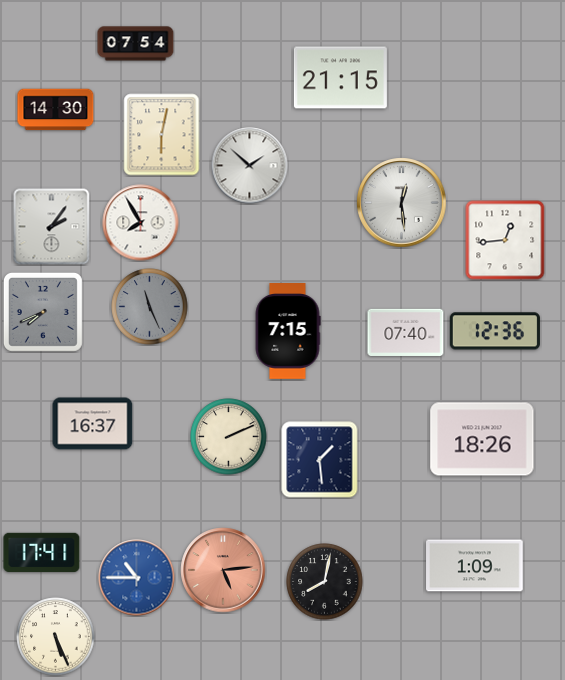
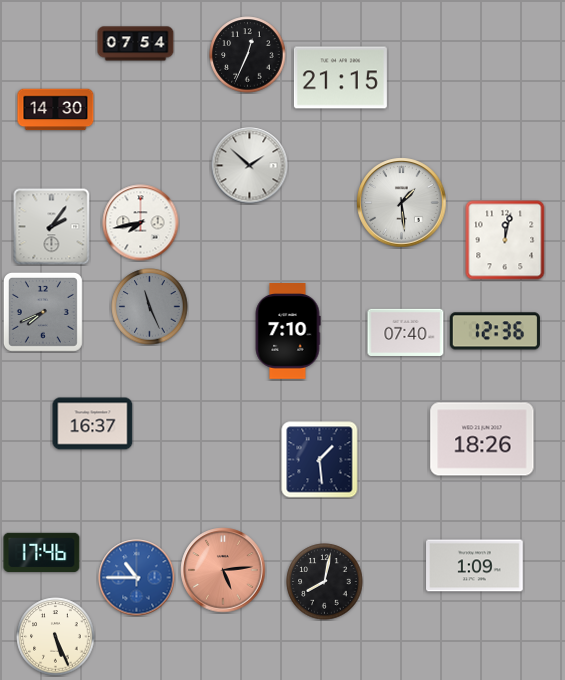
clock at (248, 55): none -> 12:34
clock at (162, 135): 6:02 -> none
clock at (402, 203): 12:29 -> 1:29
clock at (141, 223): 7:55 -> 7:43
clock at (505, 240): 12:44 -> 12:02
clock at (288, 332): 7:15 -> 7:10
clock at (229, 437): 2:11 -> none
clock at (42, 553): 17:41 -> 17:46
